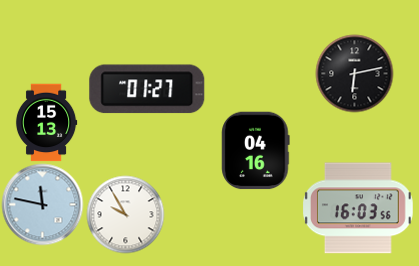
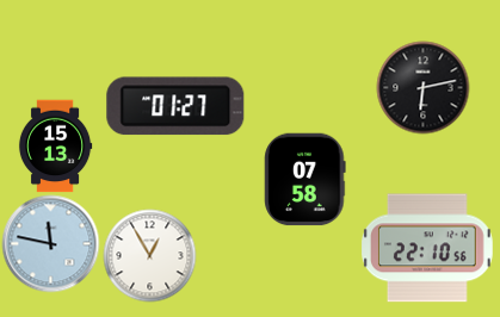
clock at (256, 150): 04:16 -> 07:58
clock at (359, 208): 16:03 -> 22:10
clock at (125, 214): 9:55 -> 12:55
